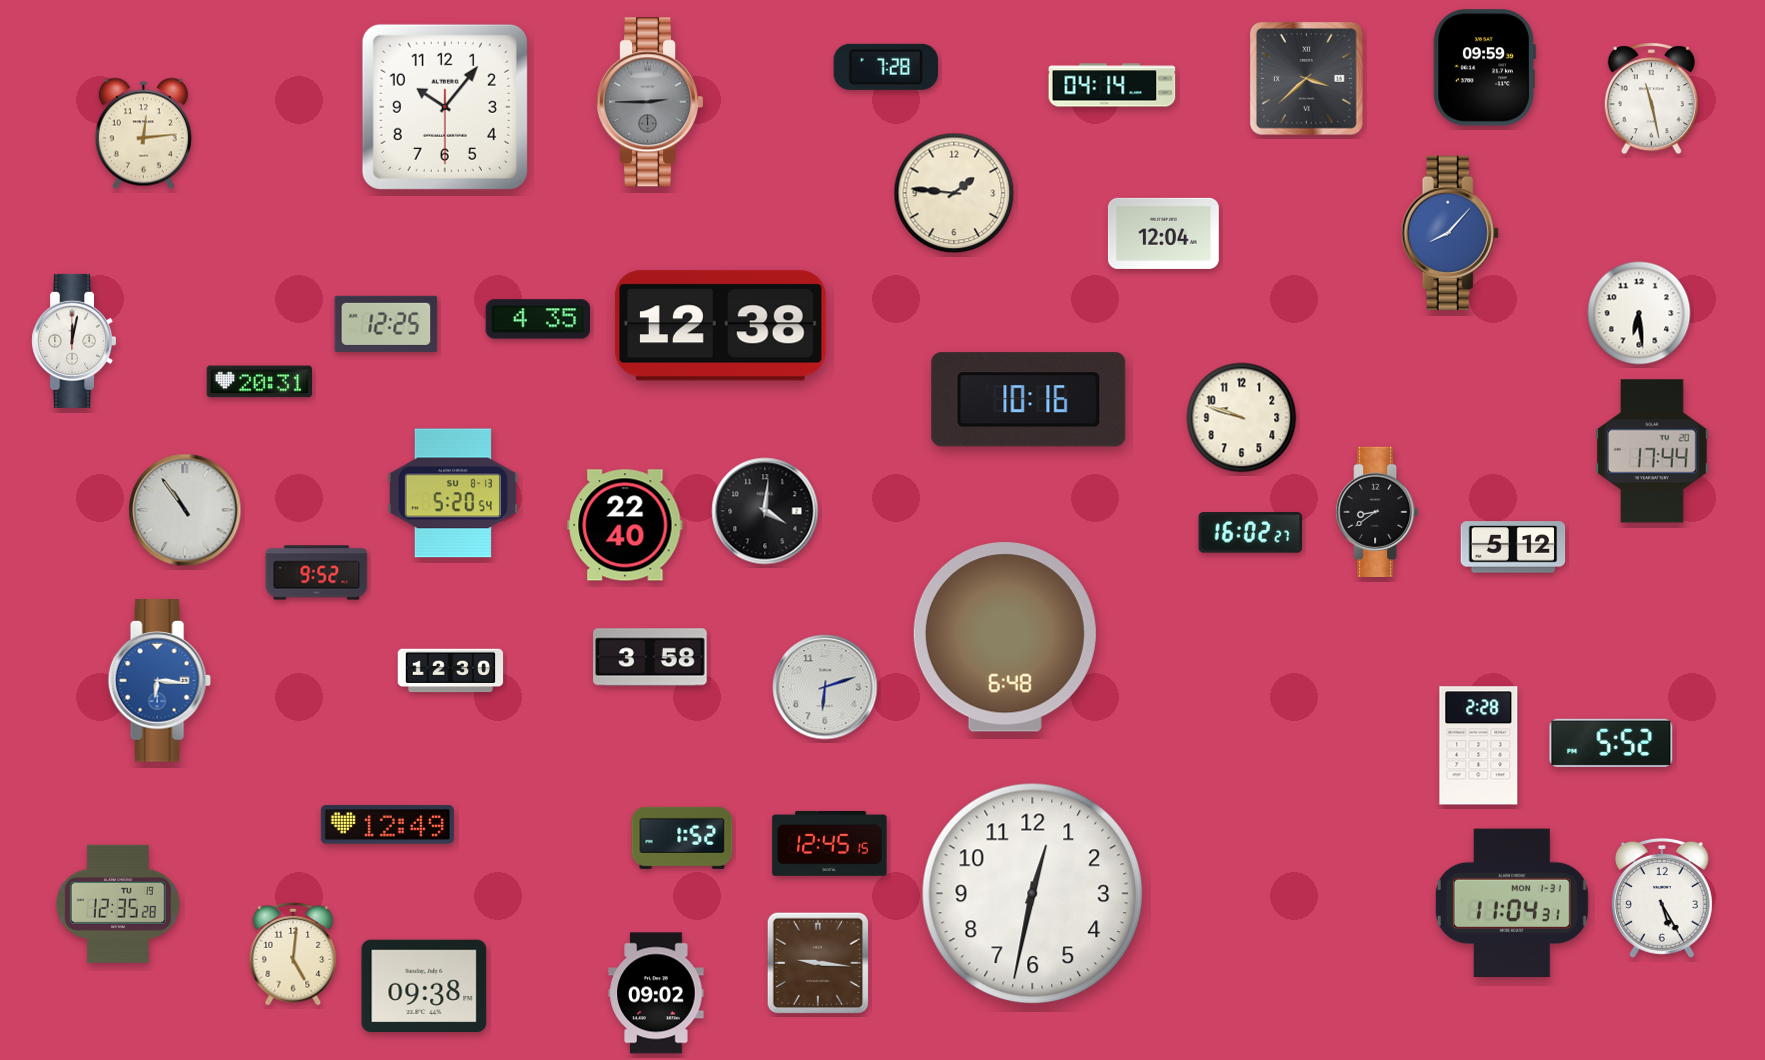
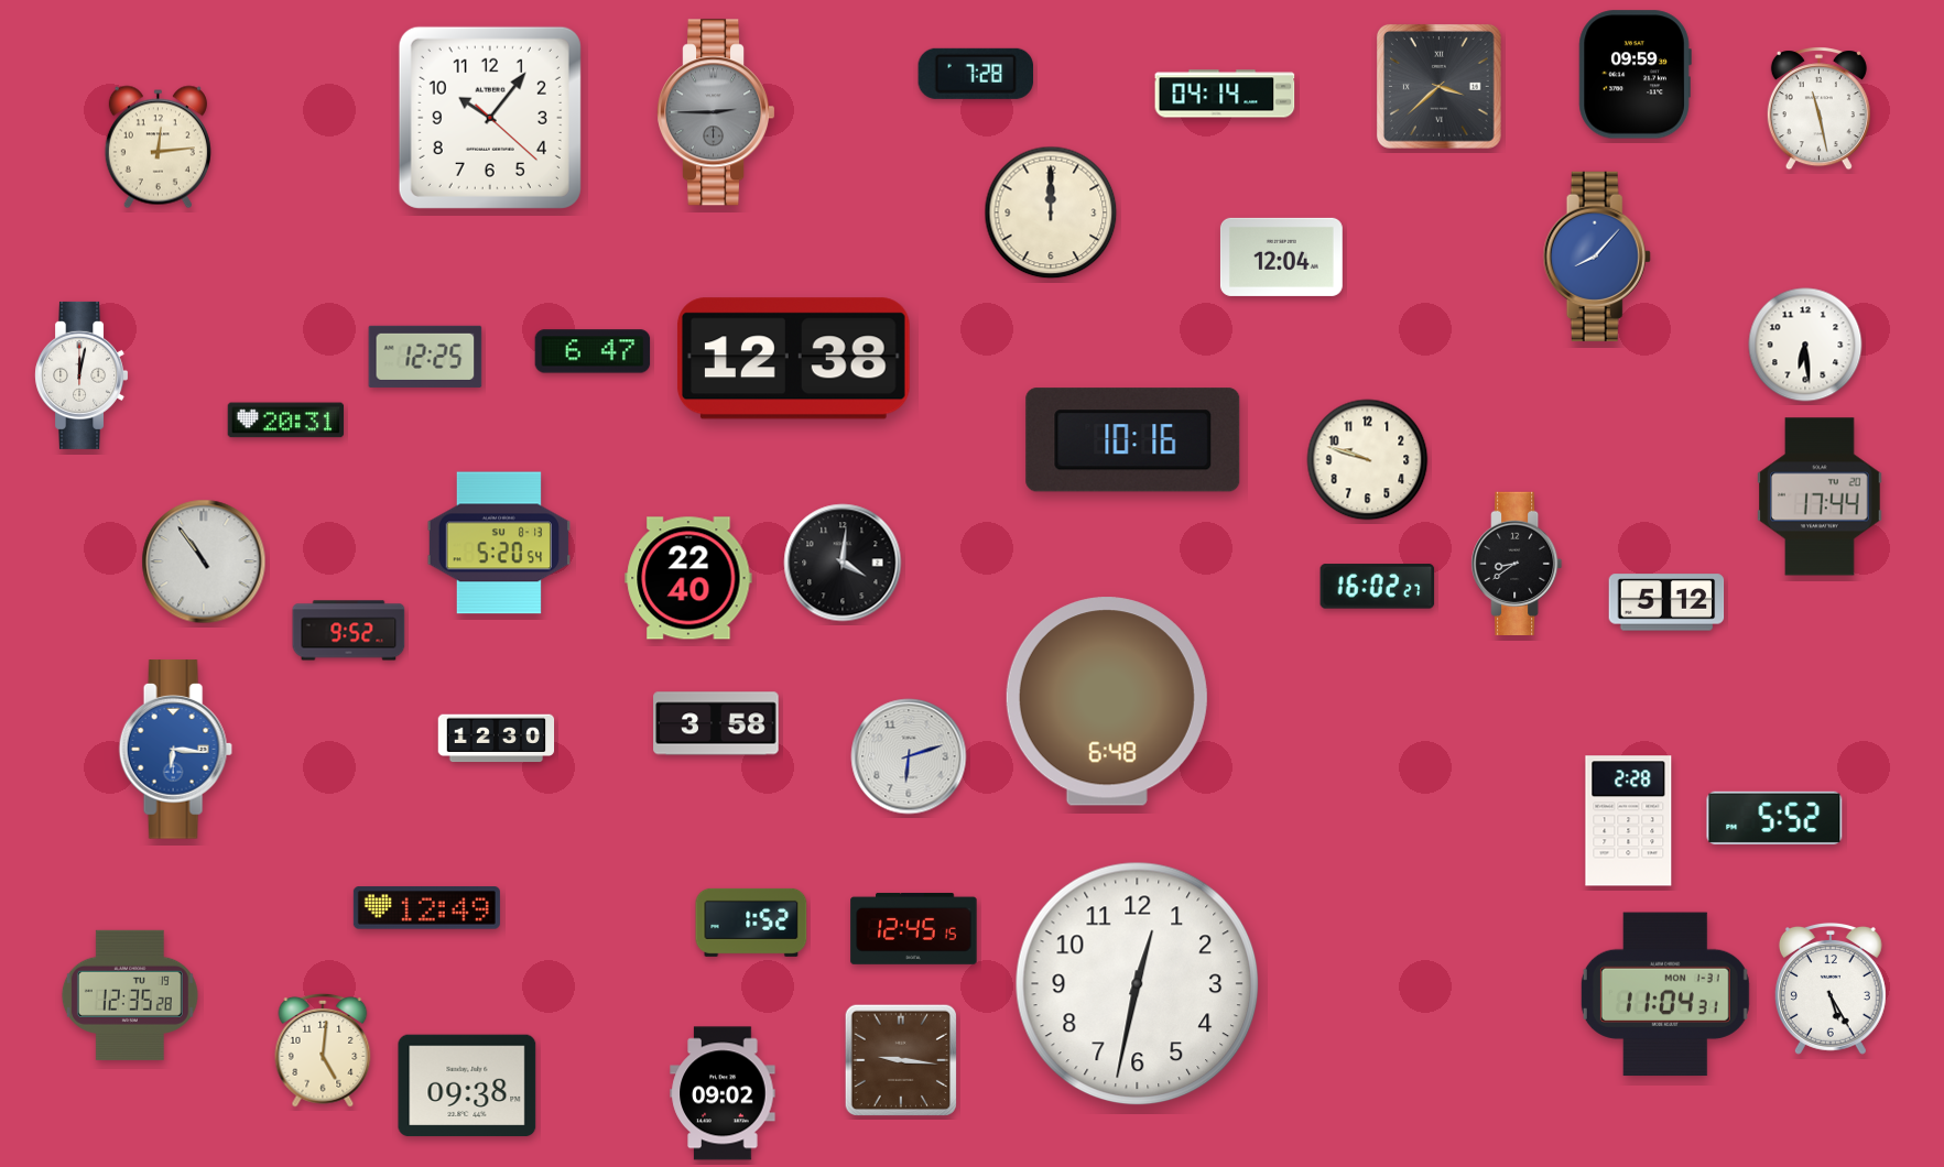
clock at (445, 107): 10:06:30 -> 10:06:22
clock at (954, 193): 1:46 -> 12:00
clock at (538, 319): 4:35 -> 6:47
